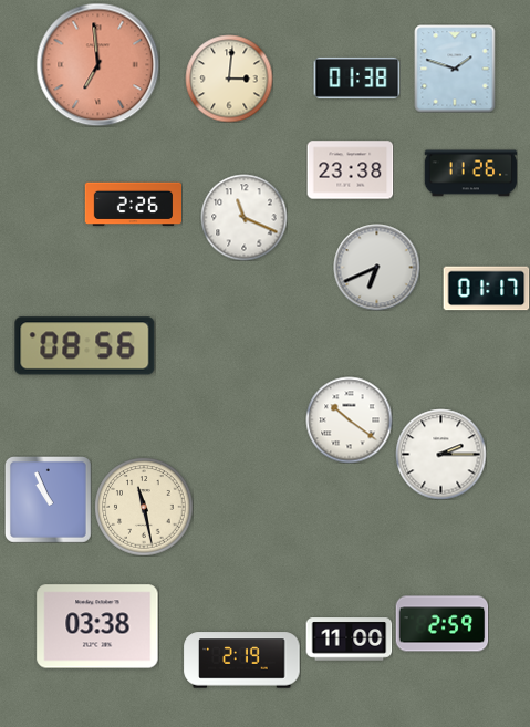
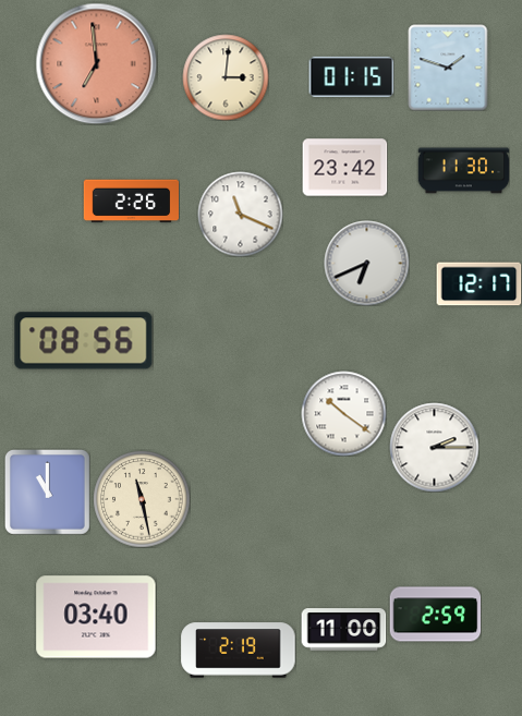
clock at (356, 77): 01:38 -> 01:15
clock at (350, 170): 23:38 -> 23:42
clock at (470, 174): 11:26 -> 11:30
clock at (376, 267) position: (376, 267) -> (366, 263)
clock at (486, 289): 01:17 -> 12:17
clock at (48, 499): 10:56 -> 11:00
clock at (97, 626): 03:38 -> 03:40
